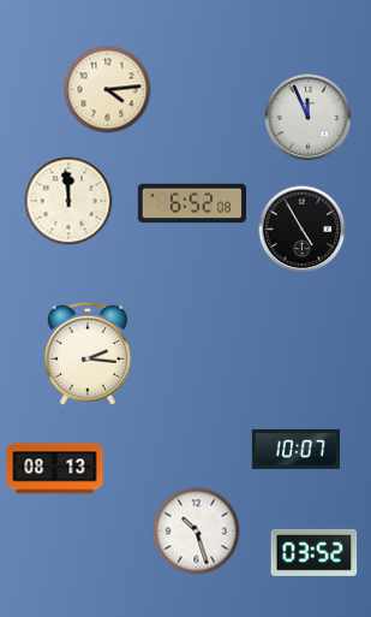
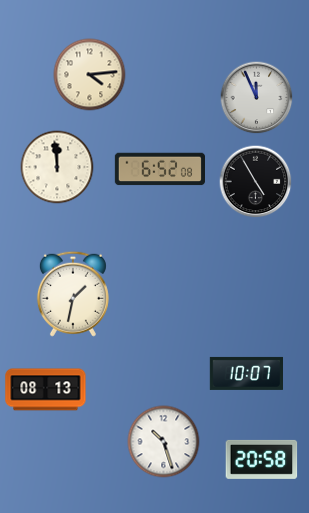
clock at (303, 230) position: (303, 230) -> (256, 182)
clock at (88, 354): 2:16 -> 1:32
clock at (315, 552): 03:52 -> 20:58
